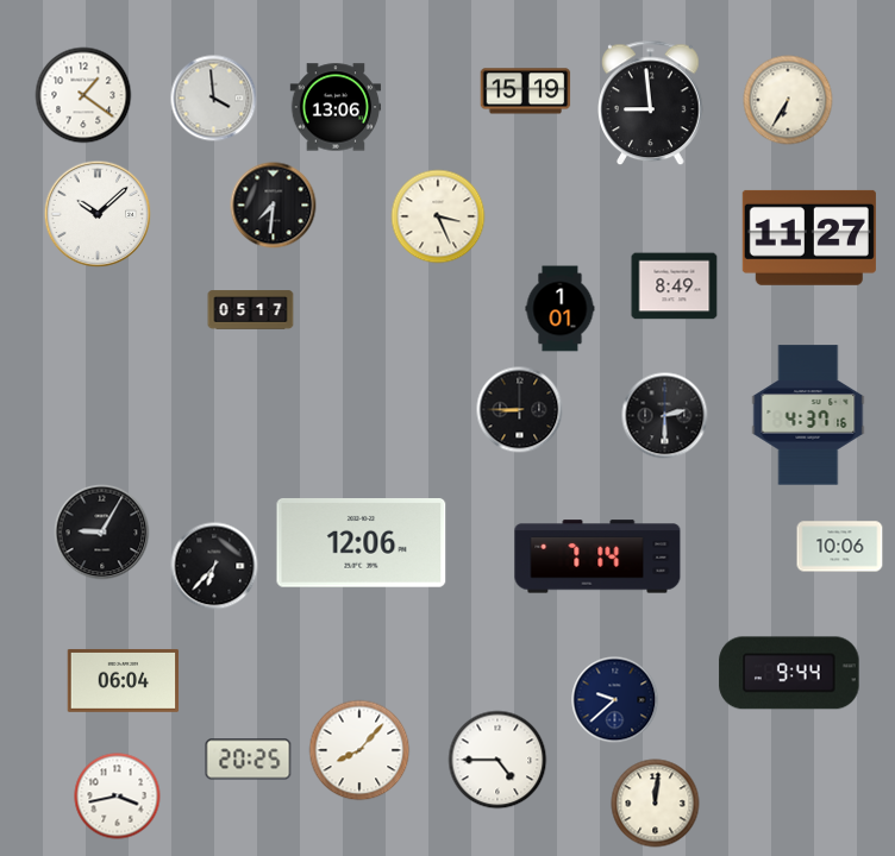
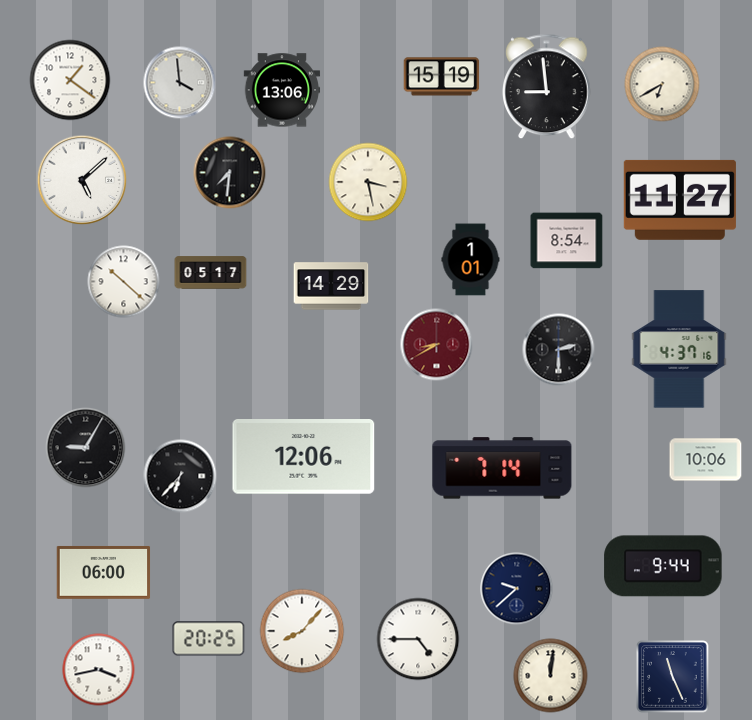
clock at (788, 100): 6:35 -> 6:40
clock at (98, 214): 10:08 -> 5:08
clock at (438, 216): 3:26 -> 3:28
clock at (675, 287): 8:49 -> 8:54
clock at (251, 310) position: (251, 310) -> (211, 273)
clock at (124, 282): none -> 10:22
clock at (331, 286): none -> 14:29
clock at (520, 410): 8:45 -> 8:40
clock at (520, 410) dial: black -> burgundy
clock at (124, 680): 06:04 -> 06:00
clock at (673, 677): none -> 11:26
